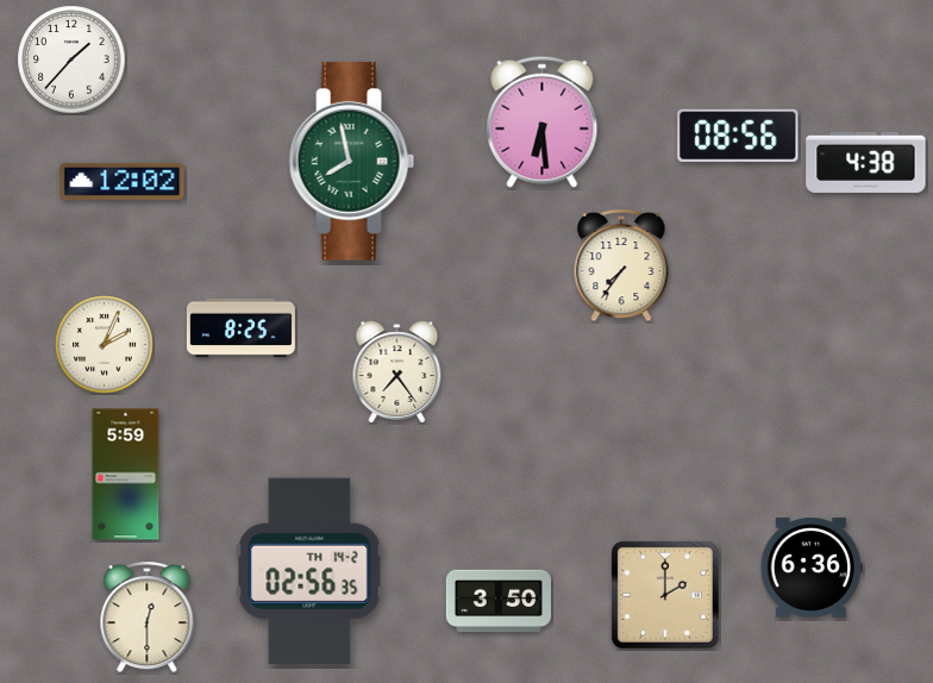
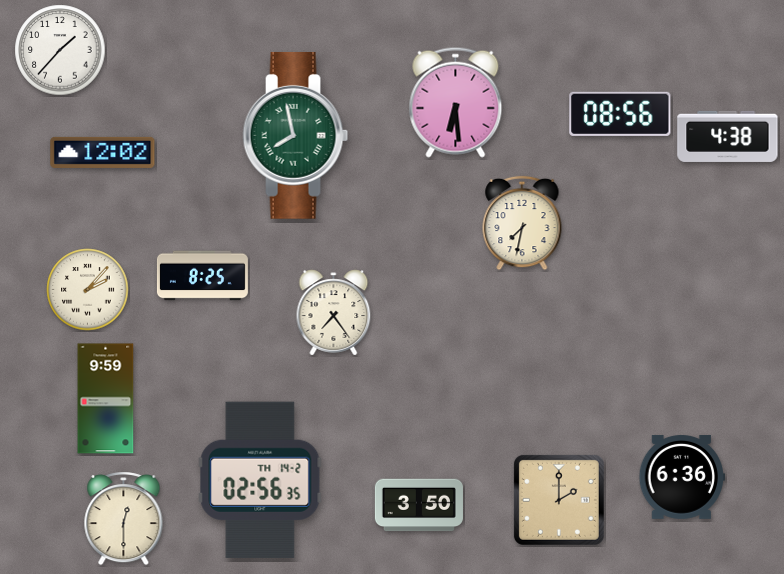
clock at (621, 265): 7:36 -> 7:32
clock at (105, 345): 2:04 -> 2:07
clock at (126, 475): 5:59 -> 9:59
